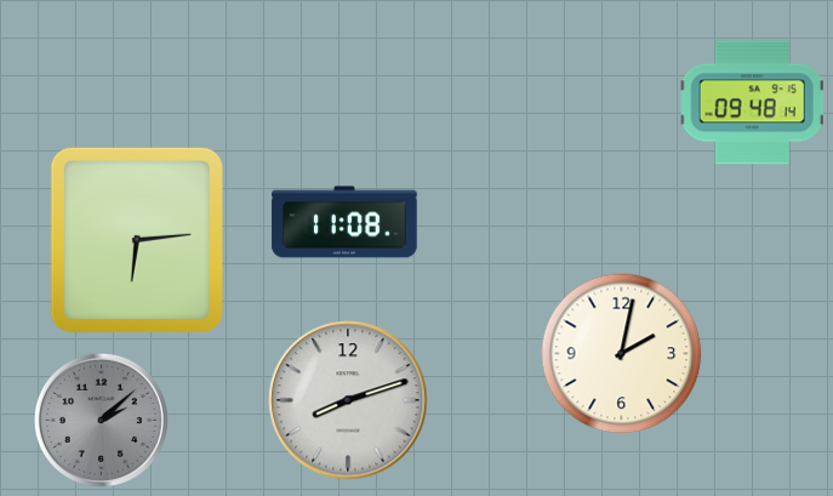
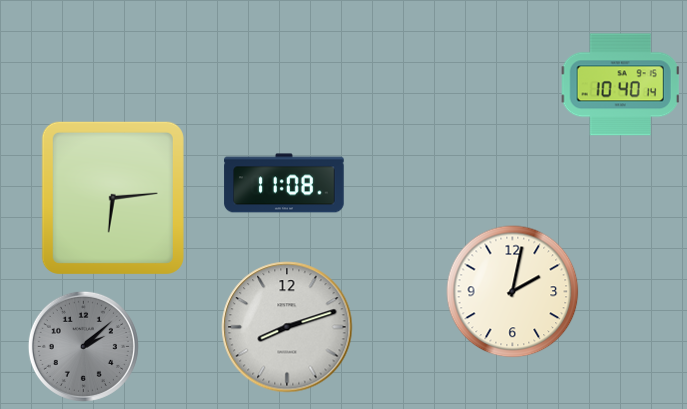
clock at (752, 103): 09:48 -> 10:40
clock at (348, 400) position: (348, 400) -> (287, 327)
